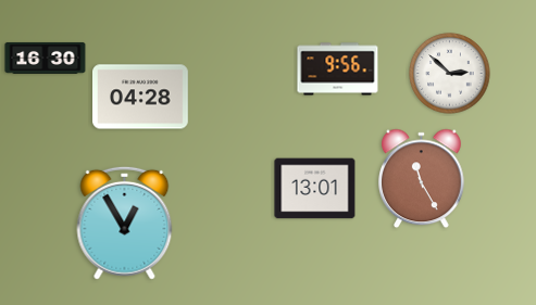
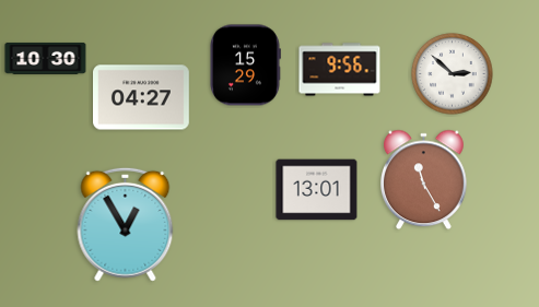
clock at (46, 58): 16:30 -> 10:30
clock at (246, 66): none -> 15:29
clock at (141, 97): 04:28 -> 04:27
